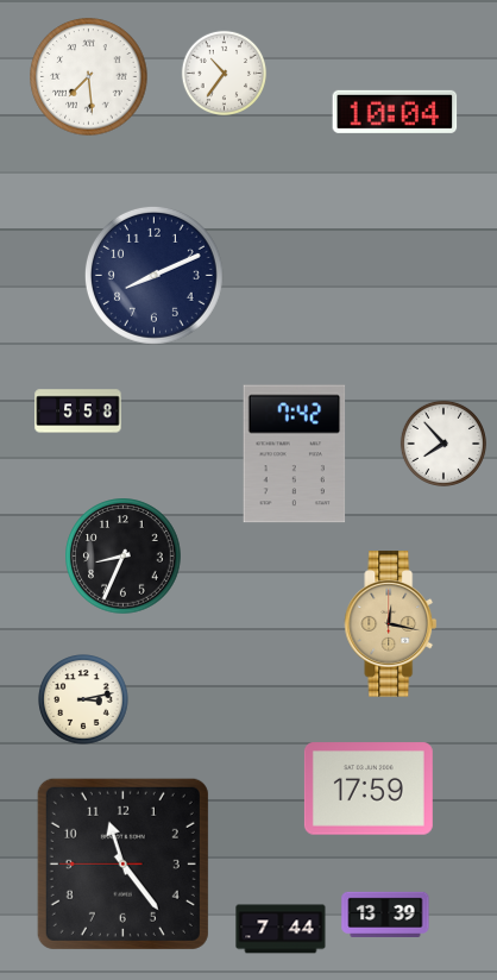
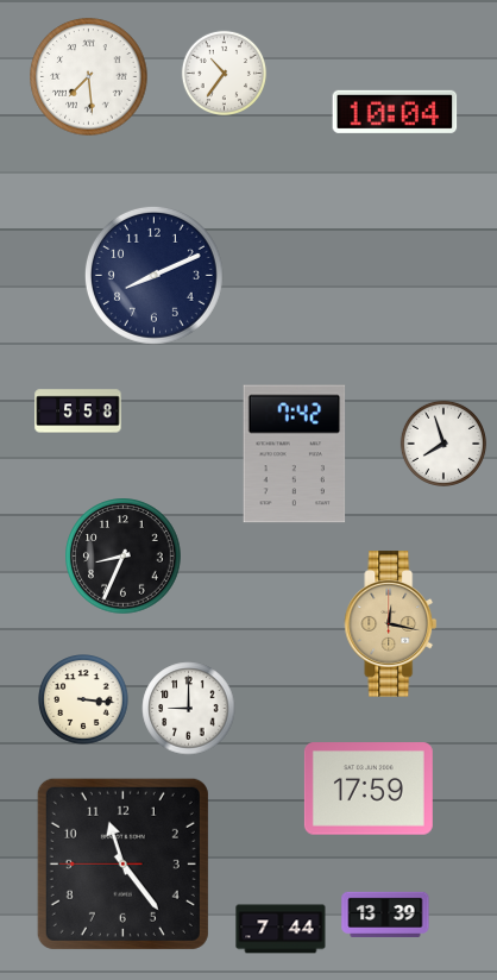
clock at (443, 444): 7:53 -> 7:57
clock at (83, 699): 3:13 -> 3:16
clock at (189, 709): none -> 9:00
